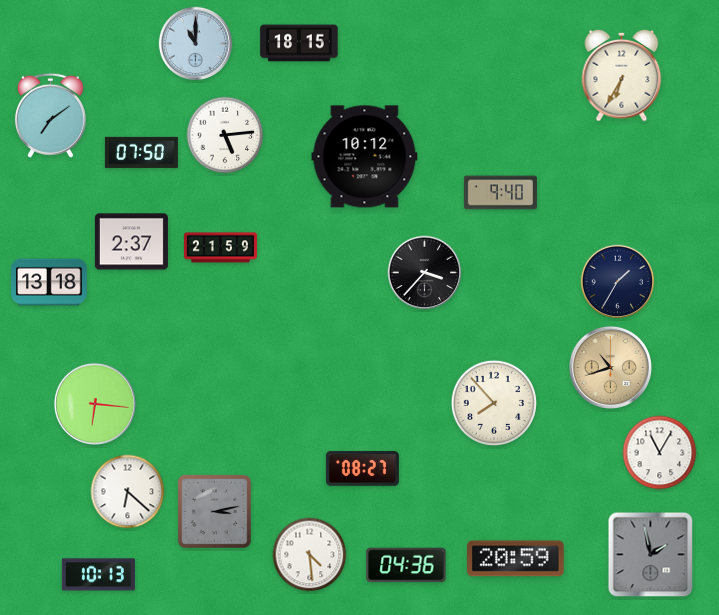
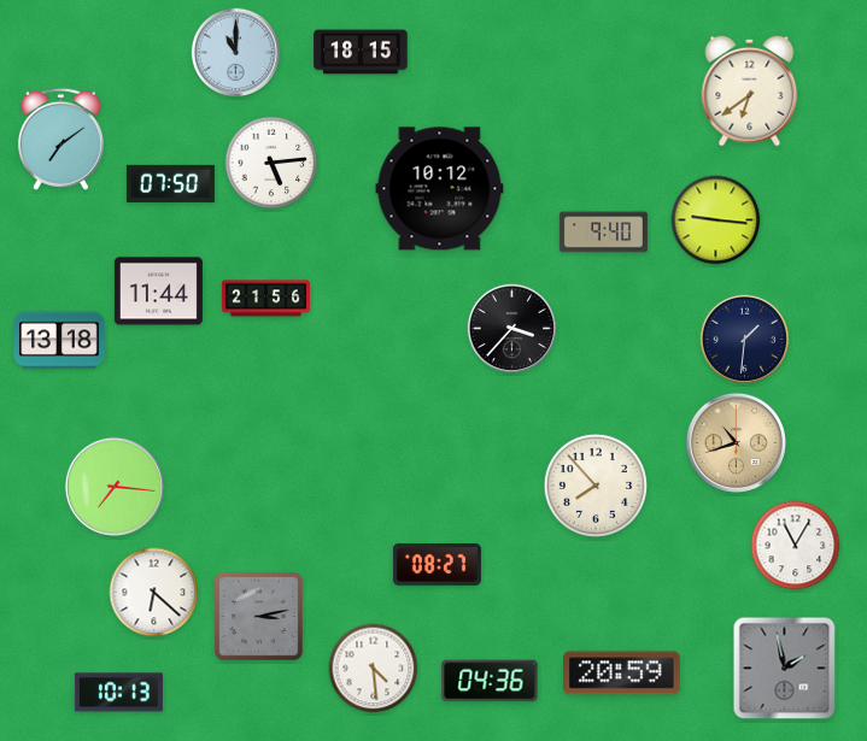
clock at (622, 75): 6:35 -> 6:39
clock at (716, 220): none -> 9:16
clock at (131, 242): 2:37 -> 11:44
clock at (220, 248): 21:59 -> 21:56
clock at (618, 282): 1:35 -> 1:31
clock at (95, 404): 6:16 -> 7:16
